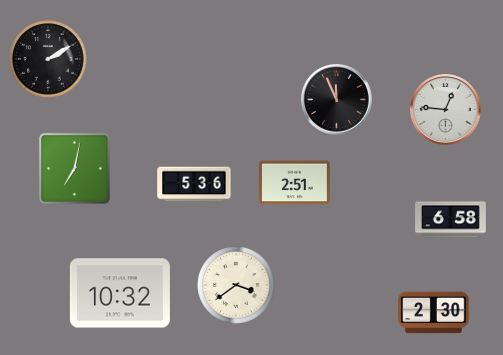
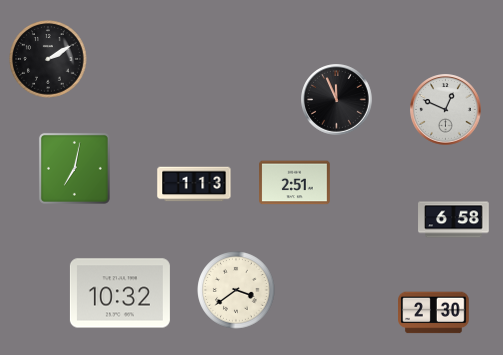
clock at (446, 110): 12:46 -> 12:49
clock at (194, 184): 5:36 -> 1:13
clock at (451, 220) position: (451, 220) -> (454, 220)
clock at (236, 285) position: (236, 285) -> (236, 290)
